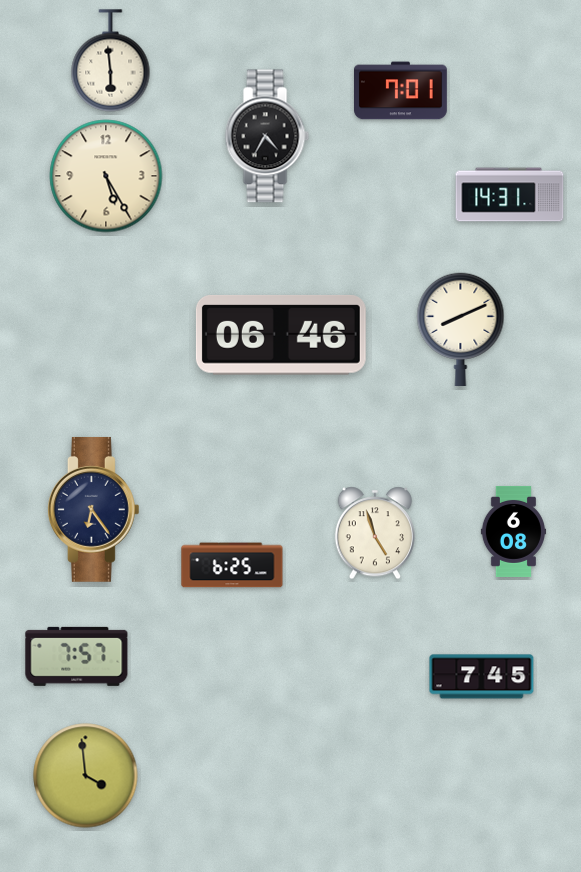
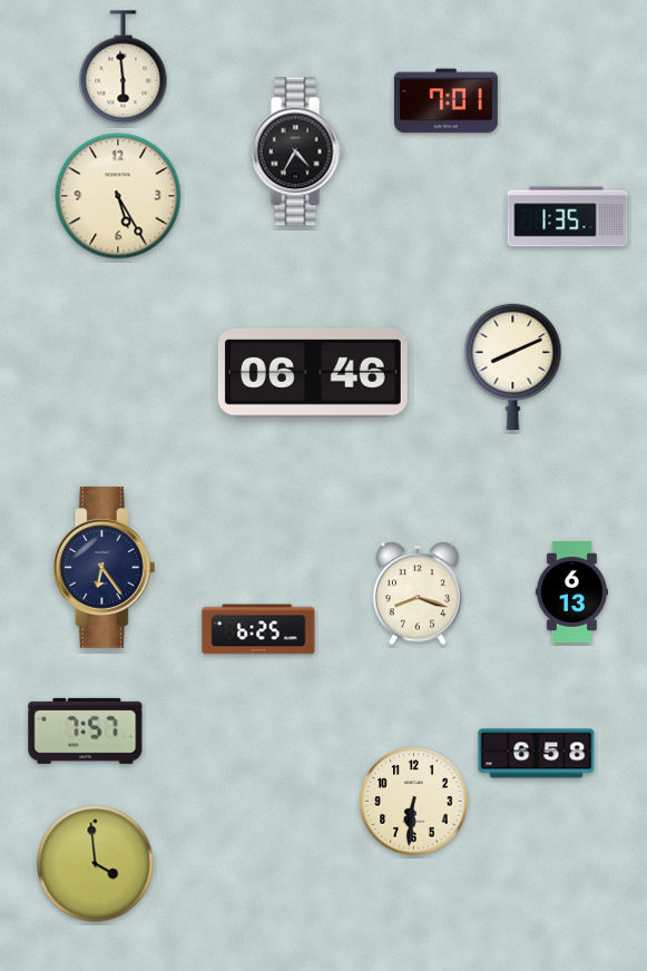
clock at (510, 195): 14:31 -> 1:35
clock at (513, 531): 6:08 -> 6:13
clock at (374, 533): 4:57 -> 8:18
clock at (482, 677): 7:45 -> 6:58
clock at (414, 802): none -> 6:31
